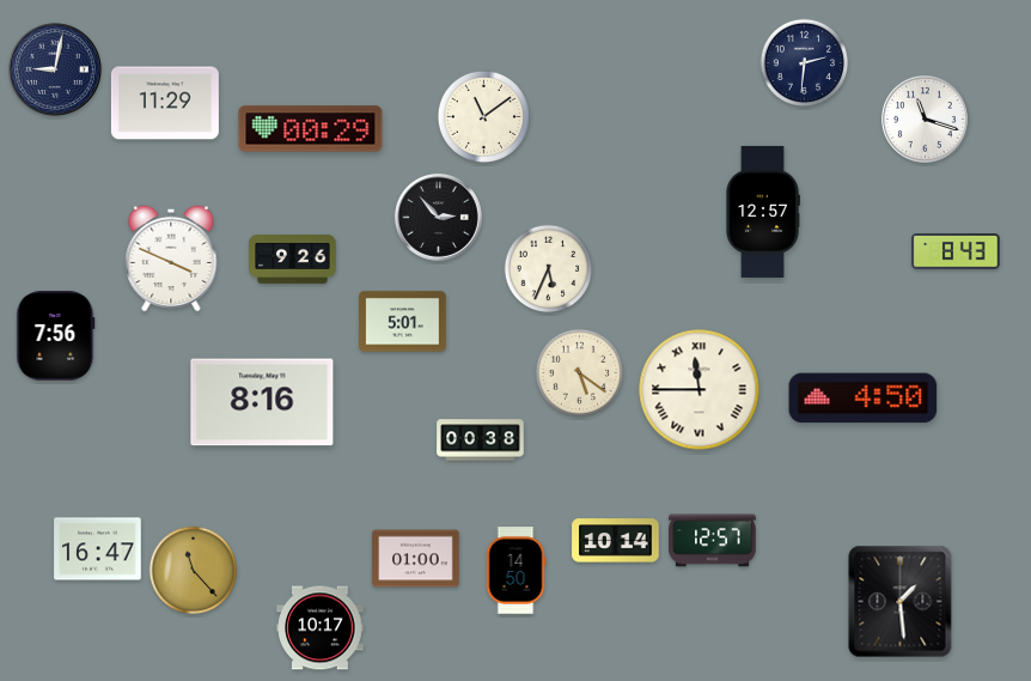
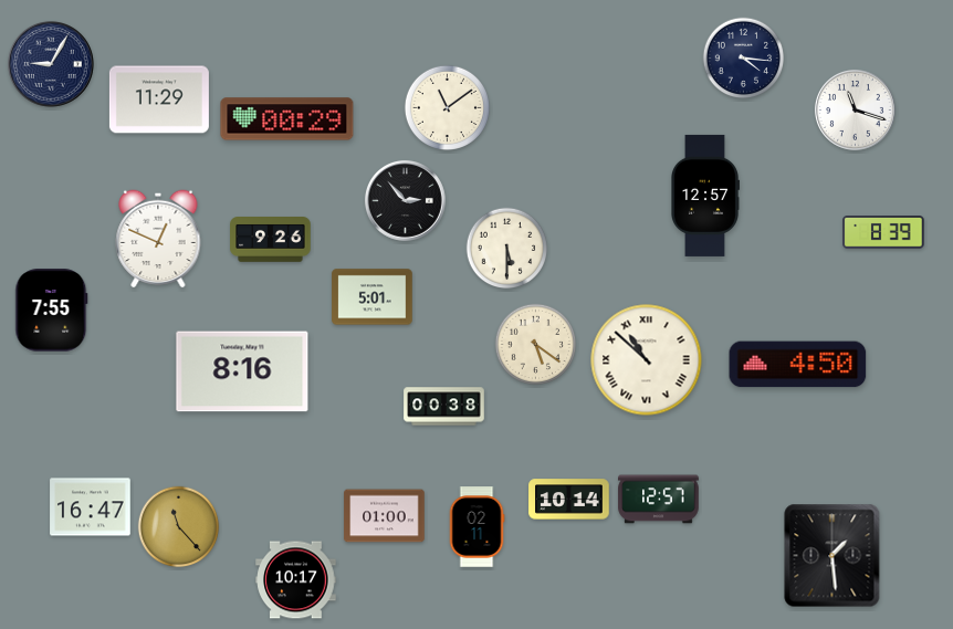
clock at (805, 63): 2:31 -> 4:16
clock at (56, 71): 9:02 -> 9:05
clock at (165, 103) position: (165, 103) -> (159, 99)
clock at (956, 253): 8:43 -> 8:39
clock at (171, 259): 3:49 -> 12:49
clock at (549, 269): 5:34 -> 5:30
clock at (56, 336): 7:56 -> 7:55
clock at (700, 390): 11:45 -> 10:52
clock at (864, 399) position: (864, 399) -> (798, 365)
clock at (515, 571): 14:50 -> 02:11
